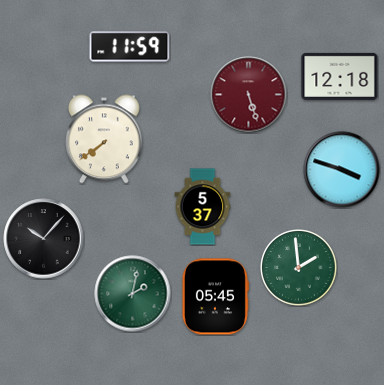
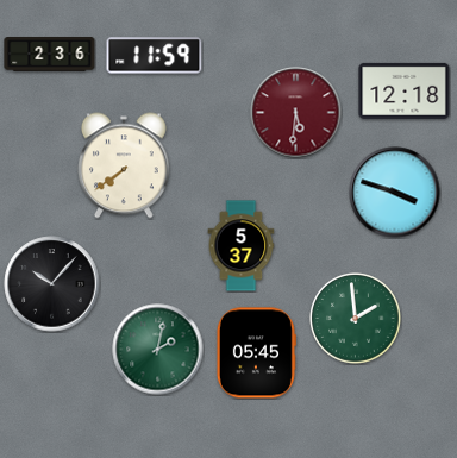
clock at (50, 55): none -> 2:36
clock at (249, 95): 5:27 -> 5:31
clock at (342, 170) position: (342, 170) -> (395, 193)
